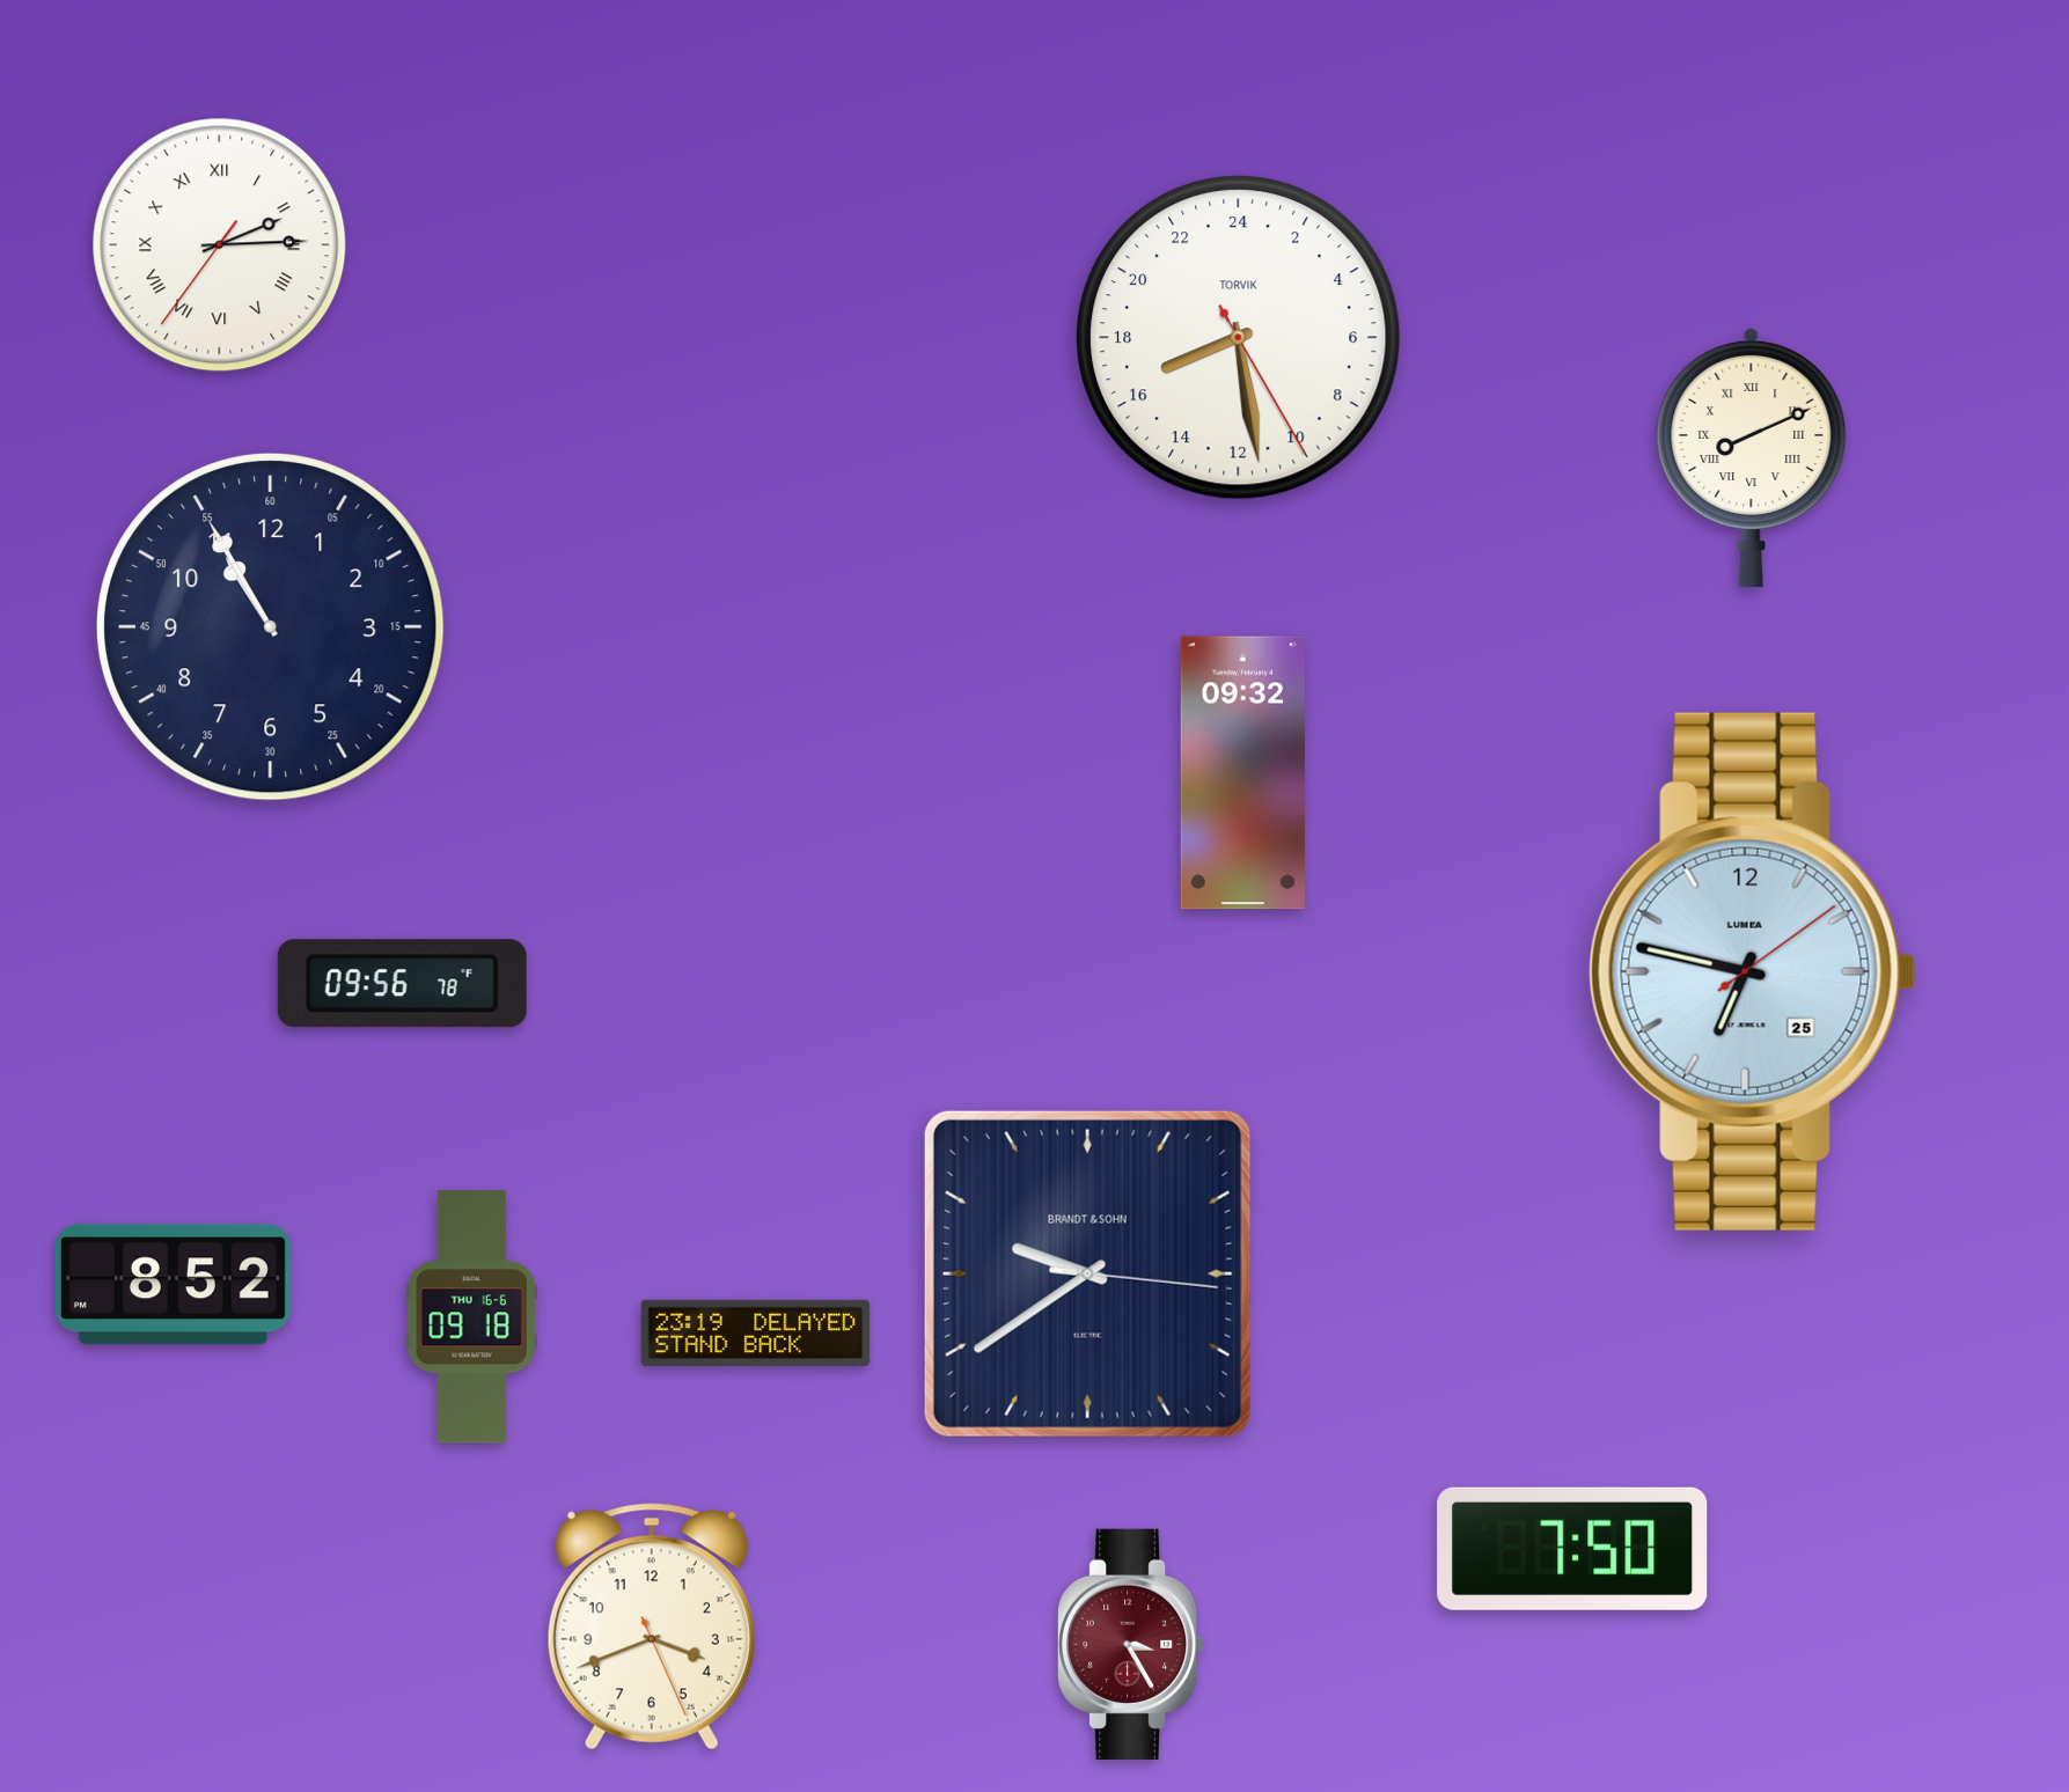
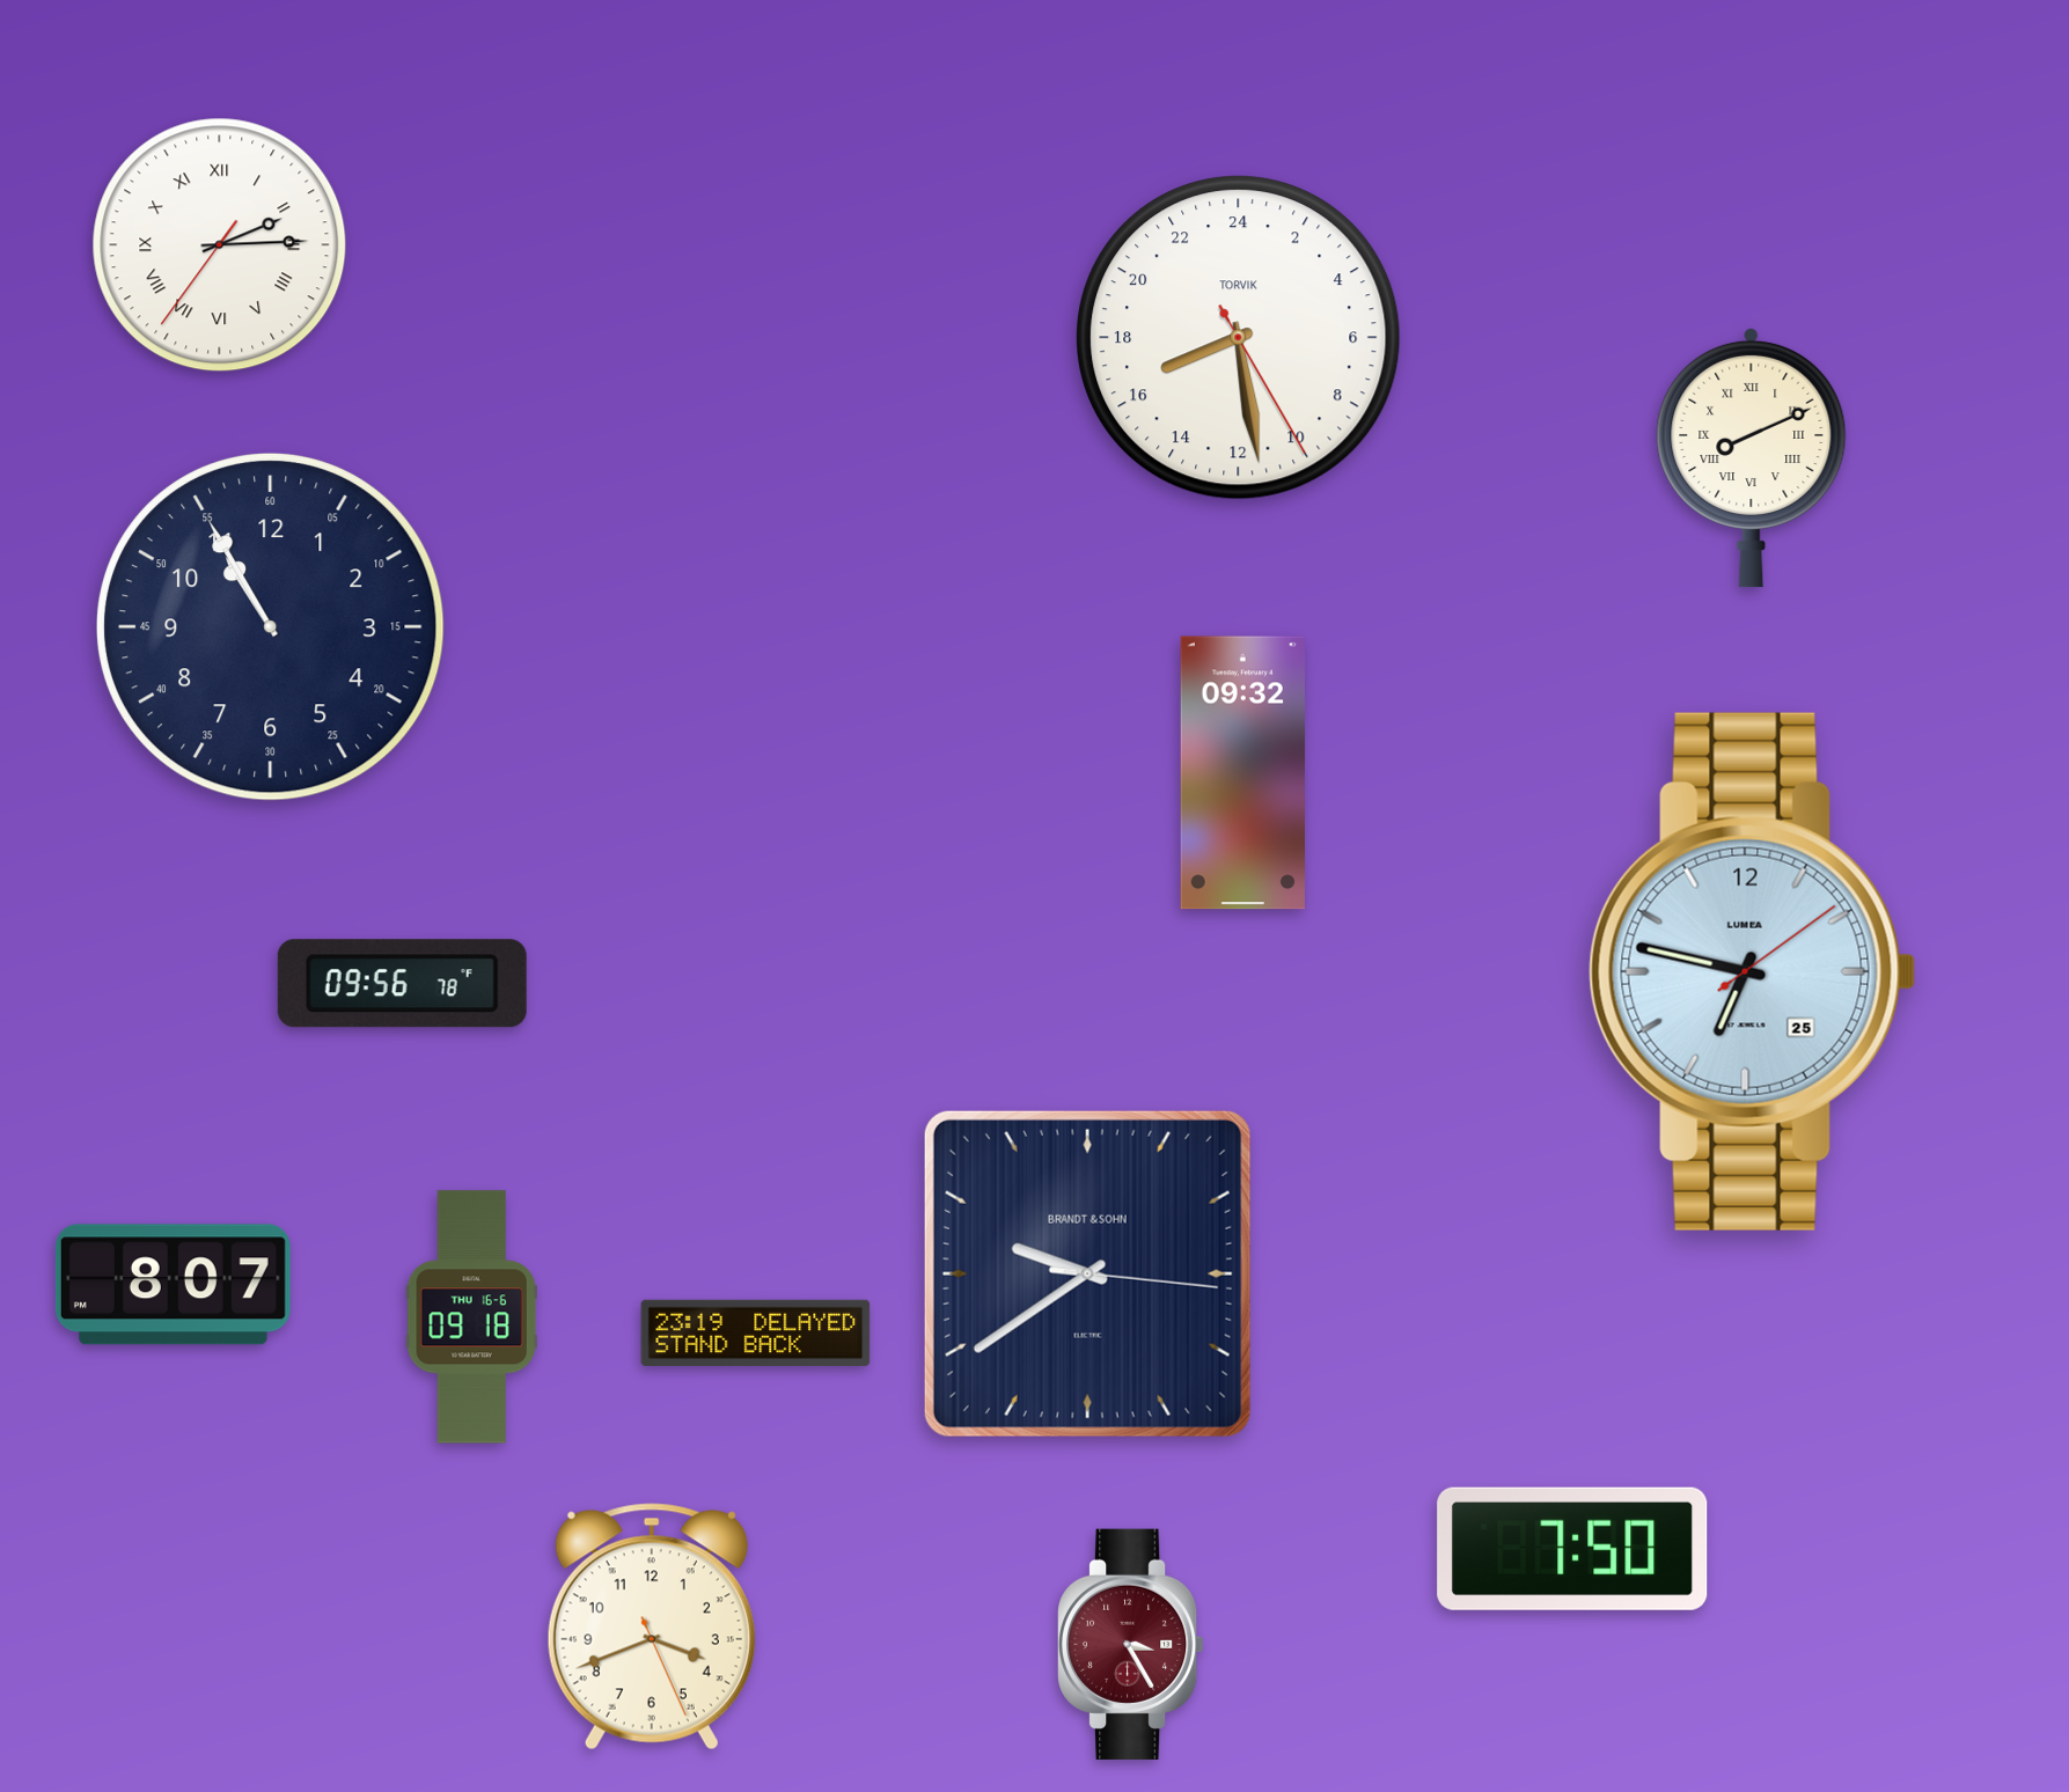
clock at (173, 1285): 8:52 -> 8:07
